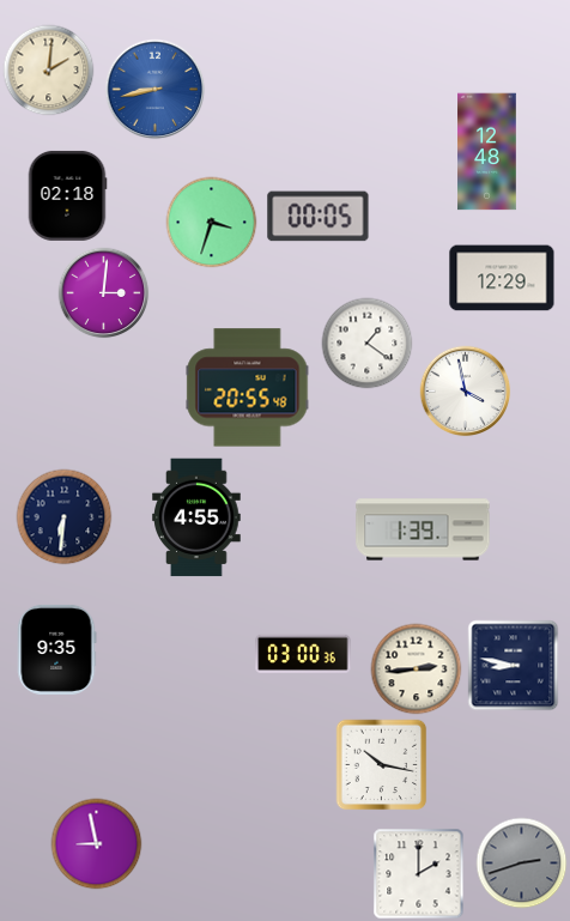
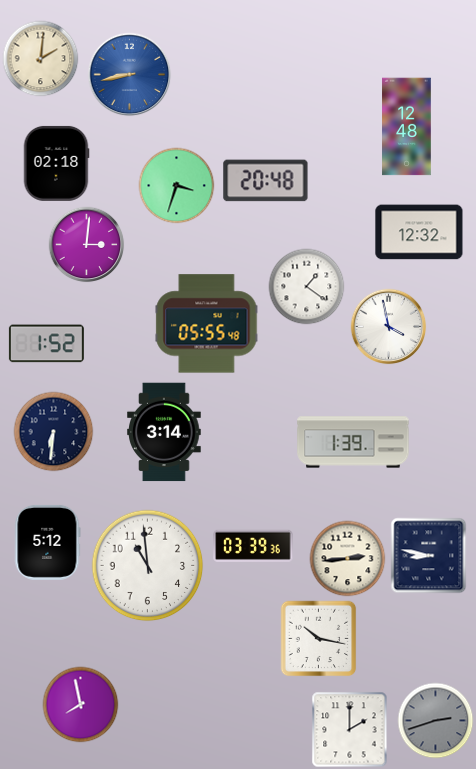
clock at (319, 217): 00:05 -> 20:48
clock at (502, 278): 12:29 -> 12:32
clock at (248, 388): 20:55 -> 05:55
clock at (46, 344): none -> 1:52
clock at (196, 517): 4:55 -> 3:14
clock at (56, 649): 9:35 -> 5:12
clock at (303, 654): 03:00 -> 03:39
clock at (148, 566): none -> 10:59
clock at (97, 844): 8:58 -> 7:58
